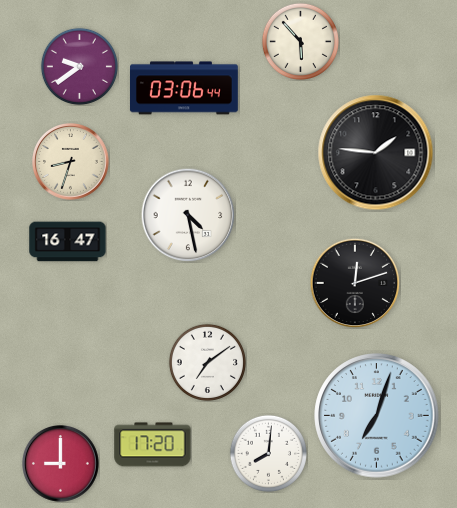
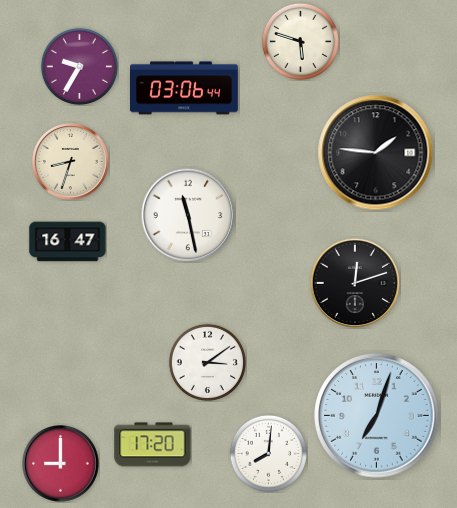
clock at (300, 41): 5:53 -> 5:48
clock at (79, 66): 9:39 -> 9:35
clock at (188, 215): 4:28 -> 11:28
clock at (207, 362): 7:09 -> 3:09
